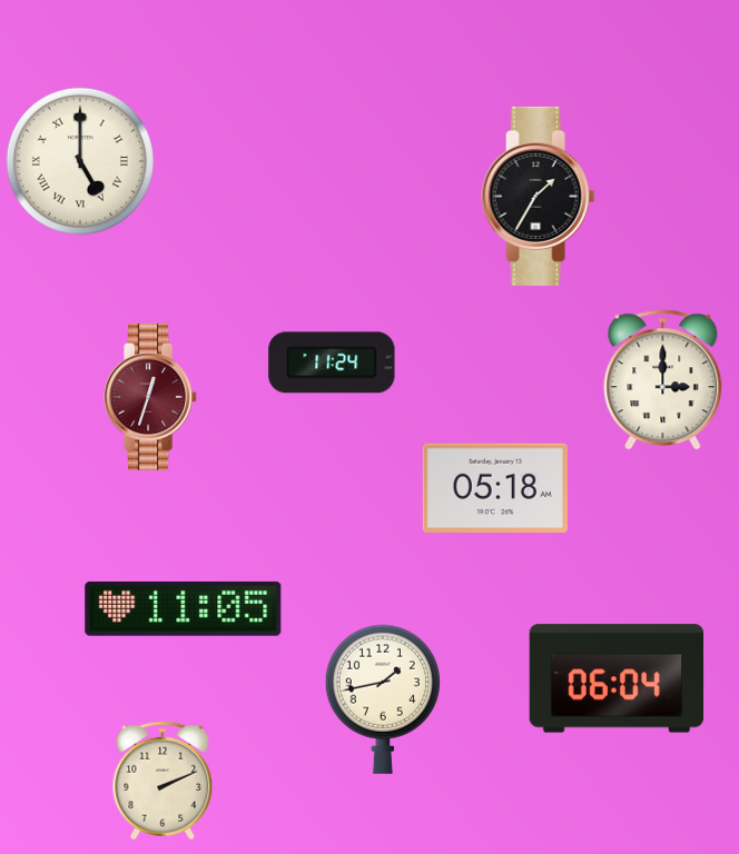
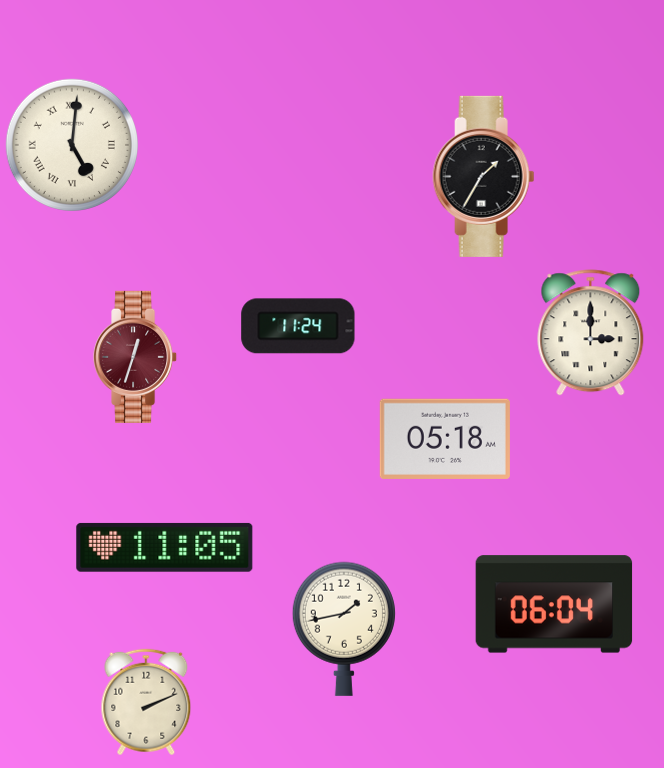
clock at (79, 160): 5:00 -> 5:01
clock at (663, 380) position: (663, 380) -> (591, 333)
clock at (617, 678) position: (617, 678) -> (554, 604)
